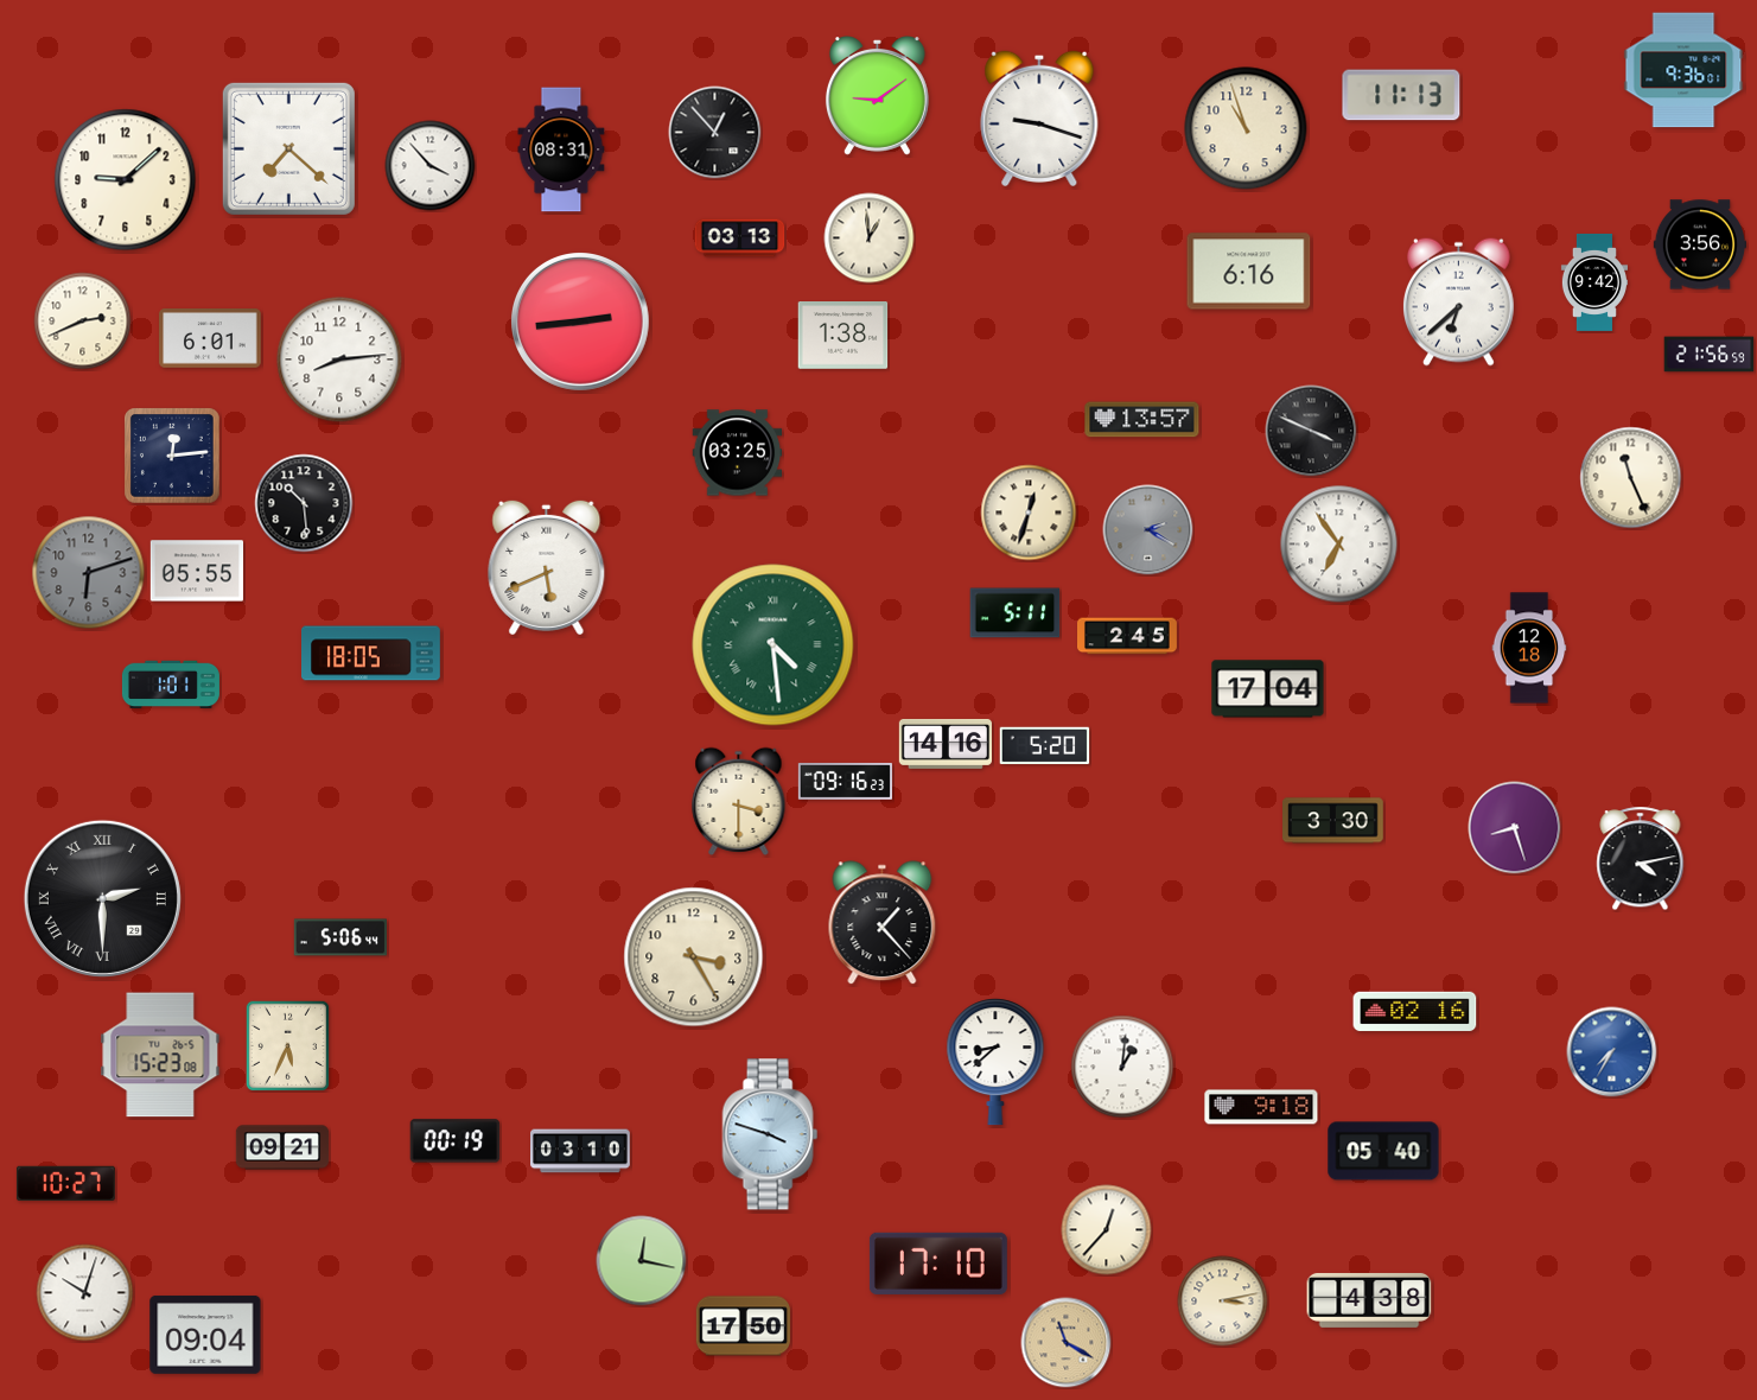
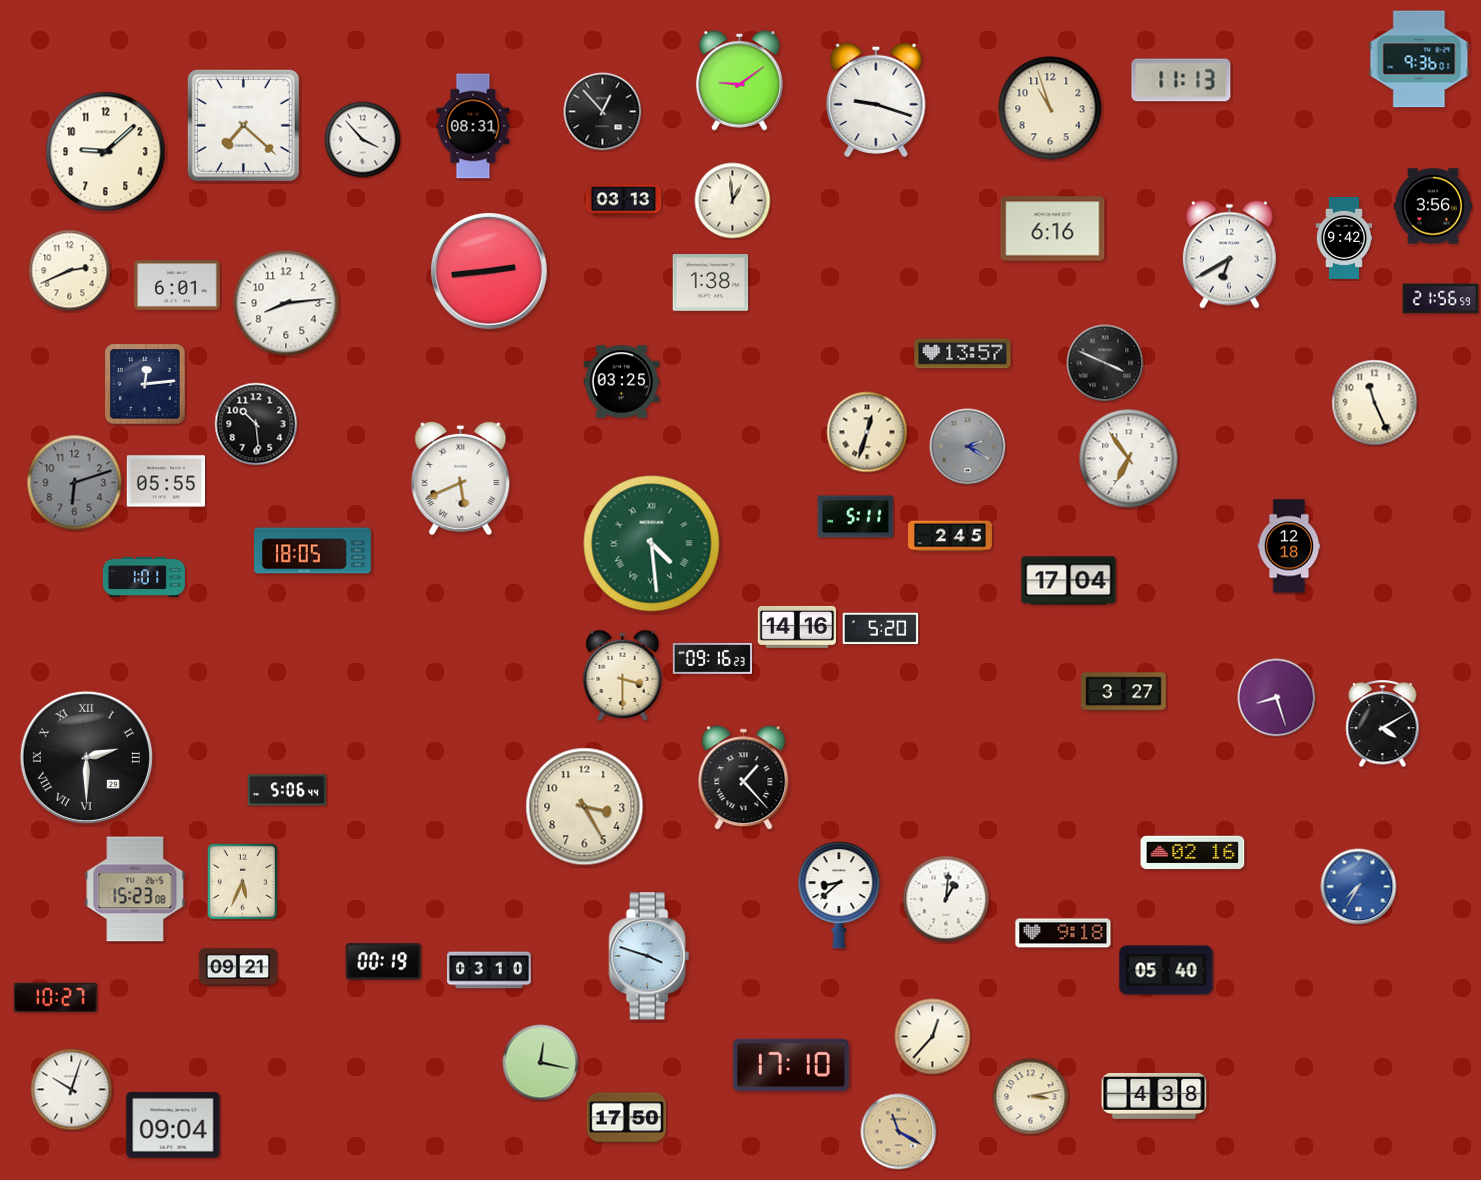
clock at (1459, 301): 6:38 -> 6:40
clock at (1333, 821): 3:30 -> 3:27
clock at (1641, 859): 4:13 -> 4:10
